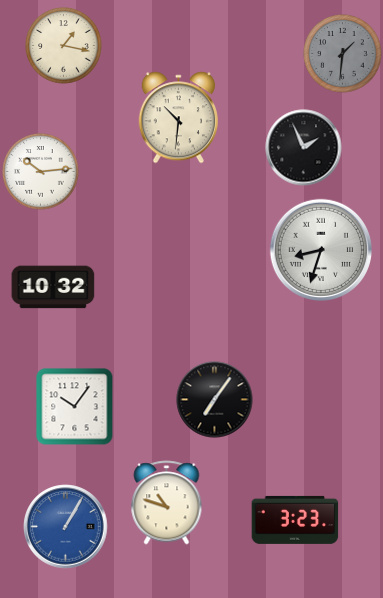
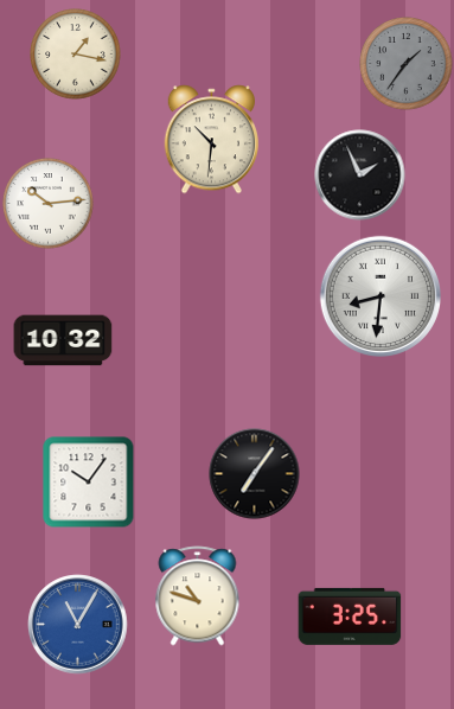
clock at (343, 54): 1:31 -> 1:36
clock at (320, 249): 8:33 -> 8:31
clock at (295, 520): 3:23 -> 3:25
clock at (66, 527): 1:05 -> 11:05
